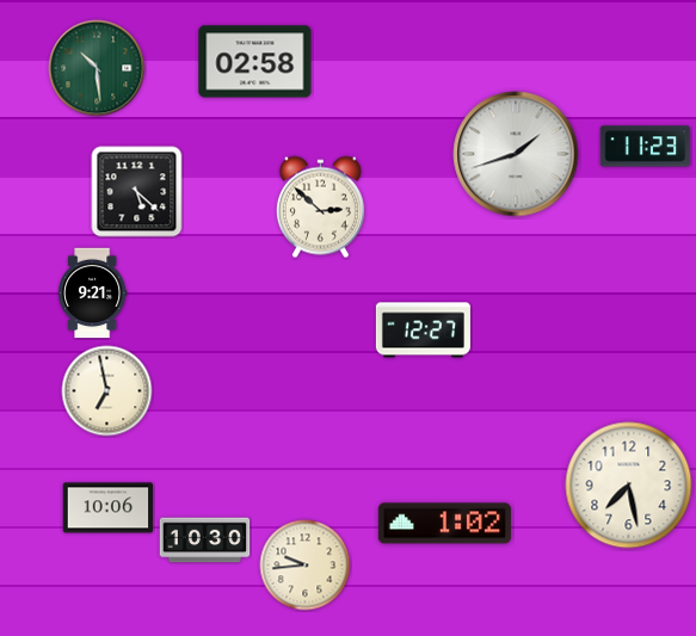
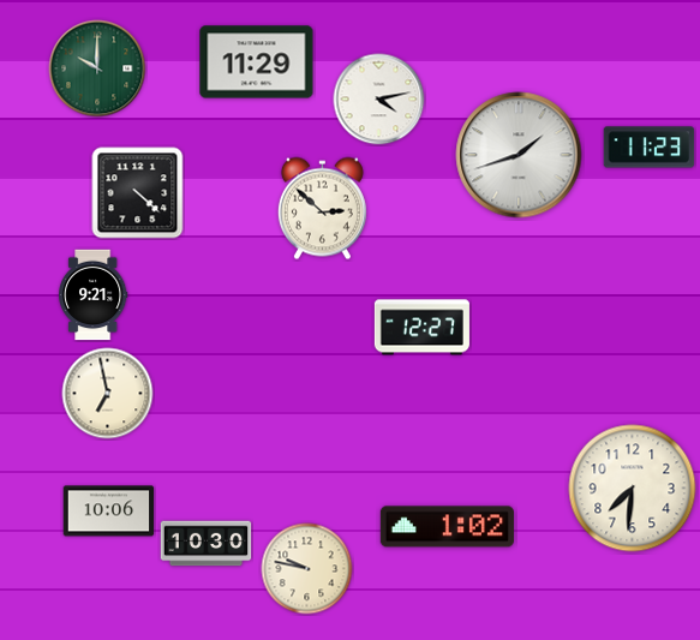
clock at (255, 62): 02:58 -> 11:29
clock at (97, 68): 10:29 -> 10:00
clock at (379, 100): none -> 4:13
clock at (137, 192): 5:22 -> 4:22
clock at (423, 331) position: (423, 331) -> (421, 328)
clock at (629, 486): 7:28 -> 7:31
clock at (306, 566): 9:44 -> 9:47
